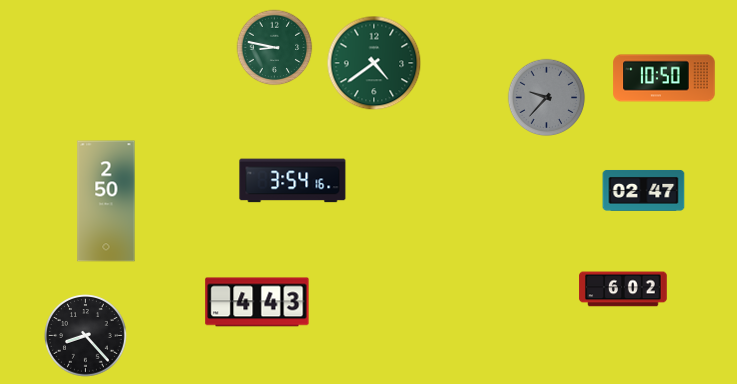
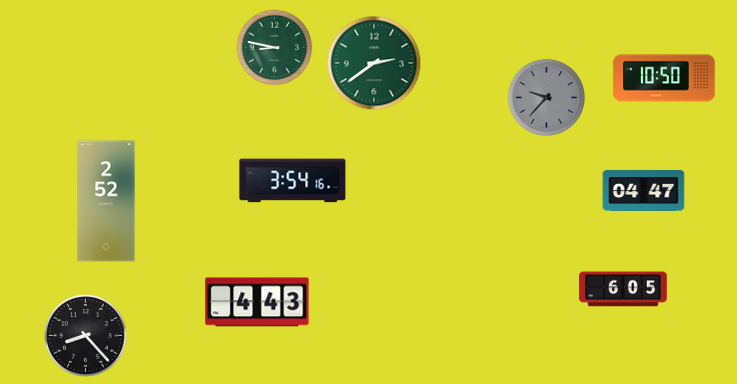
clock at (374, 63): 4:39 -> 2:39
clock at (644, 190): 02:47 -> 04:47
clock at (106, 201): 2:50 -> 2:52
clock at (623, 289): 6:02 -> 6:05
